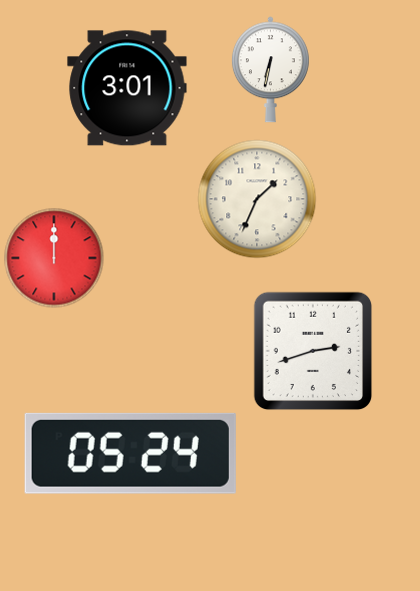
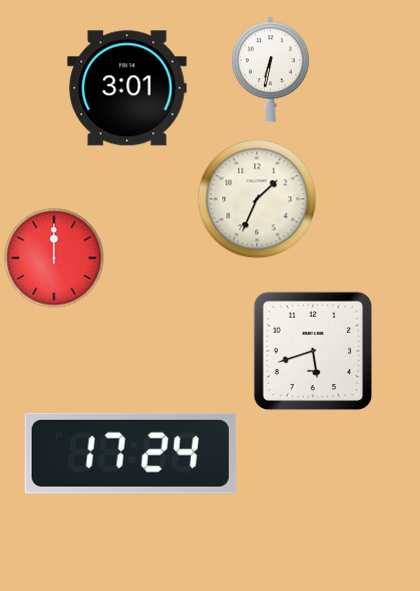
clock at (313, 351): 2:42 -> 5:42
clock at (130, 453): 05:24 -> 17:24
